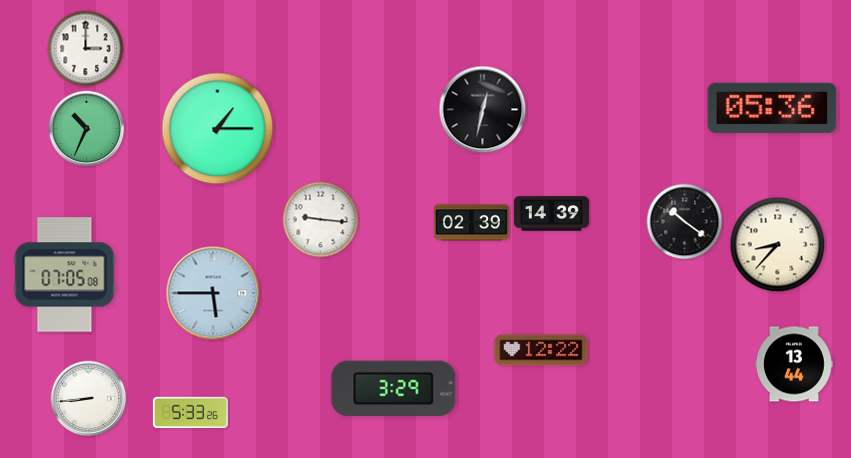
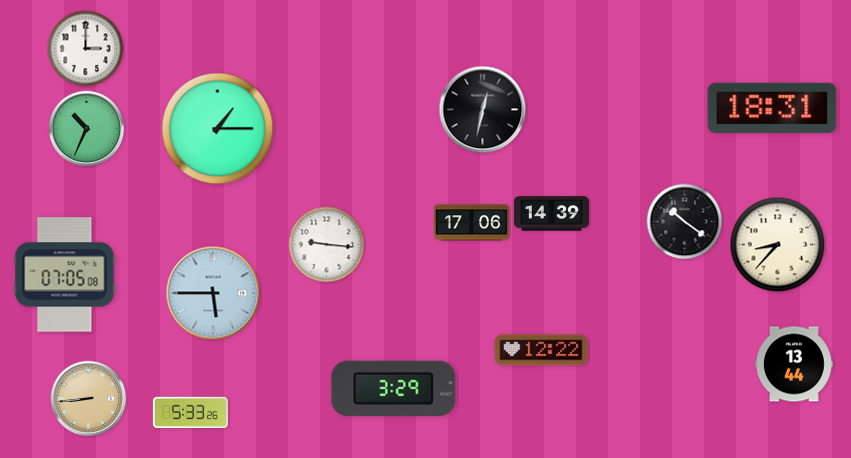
clock at (772, 108): 05:36 -> 18:31
clock at (321, 220) position: (321, 220) -> (327, 245)
clock at (471, 223): 02:39 -> 17:06
clock at (89, 399) dial: white -> champagne
